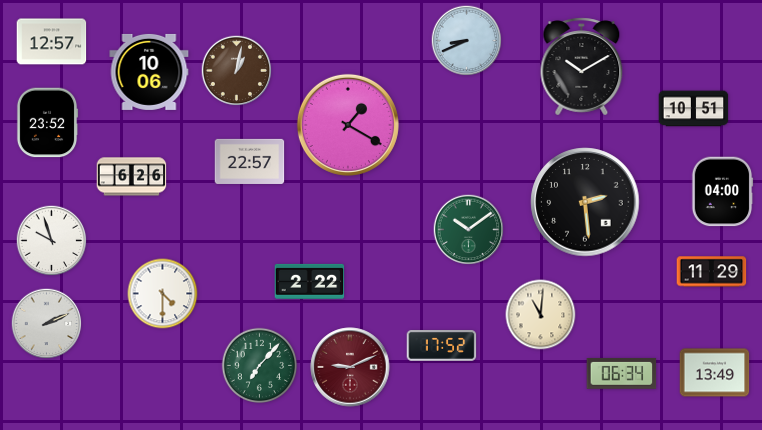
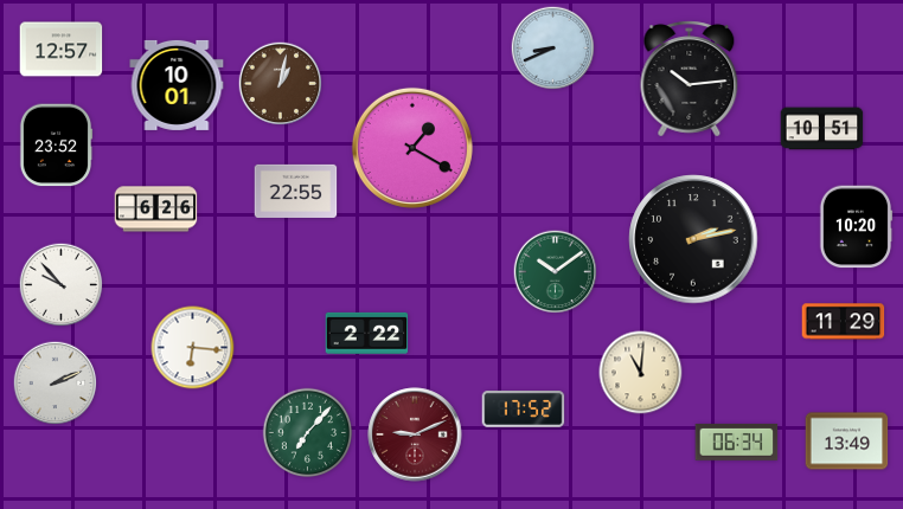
clock at (582, 67): 10:10 -> 10:14
clock at (149, 72): 10:06 -> 10:01
clock at (250, 161): 22:57 -> 22:55
clock at (722, 192): 04:00 -> 10:20
clock at (585, 202): 2:29 -> 2:13
clock at (52, 241): 9:57 -> 9:53
clock at (163, 294): 4:30 -> 6:16
